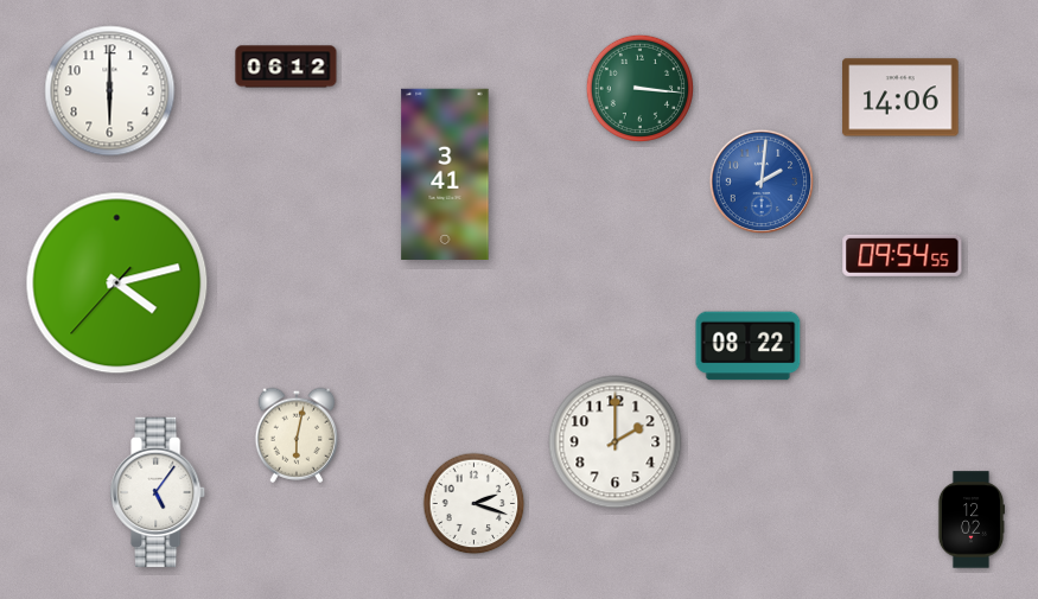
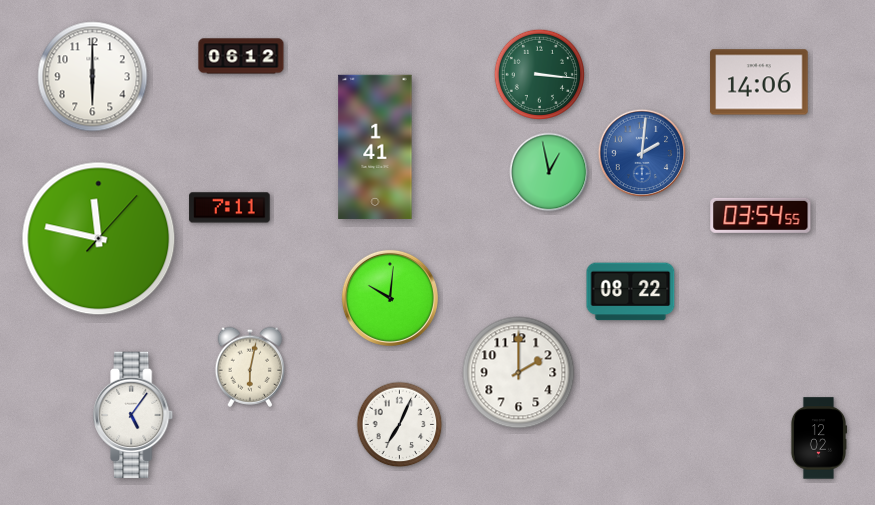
clock at (445, 173): 3:41 -> 1:41
clock at (549, 172): none -> 12:58
clock at (230, 208): none -> 7:11
clock at (903, 255): 09:54 -> 03:54
clock at (117, 283): 4:12 -> 11:47
clock at (390, 298): none -> 10:01
clock at (475, 504): 2:18 -> 7:04
